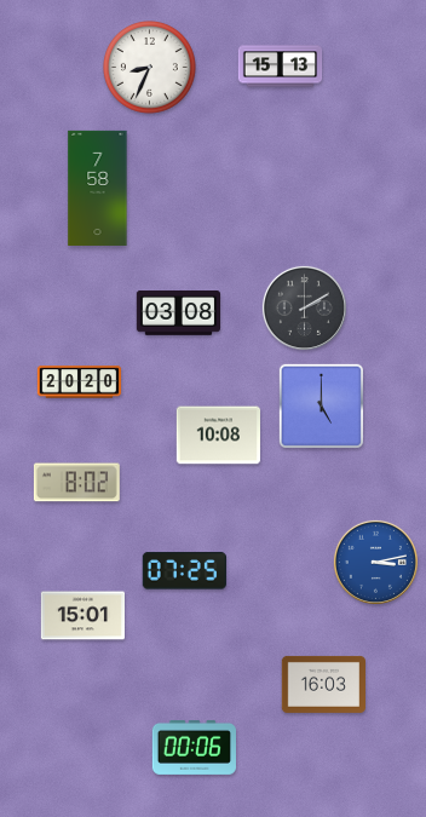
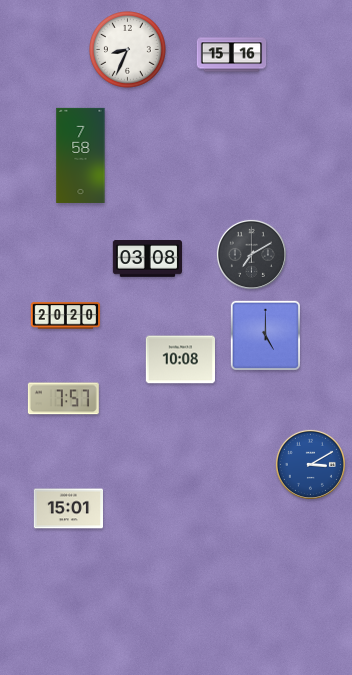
clock at (281, 67): 15:13 -> 15:16
clock at (150, 68) position: (150, 68) -> (128, 50)
clock at (304, 307): 2:10 -> 7:10
clock at (76, 483): 8:02 -> 7:57
clock at (375, 562): 3:13 -> 3:10
clock at (184, 571): 07:25 -> none
clock at (323, 684): 16:03 -> none
clock at (194, 747): 00:06 -> none
